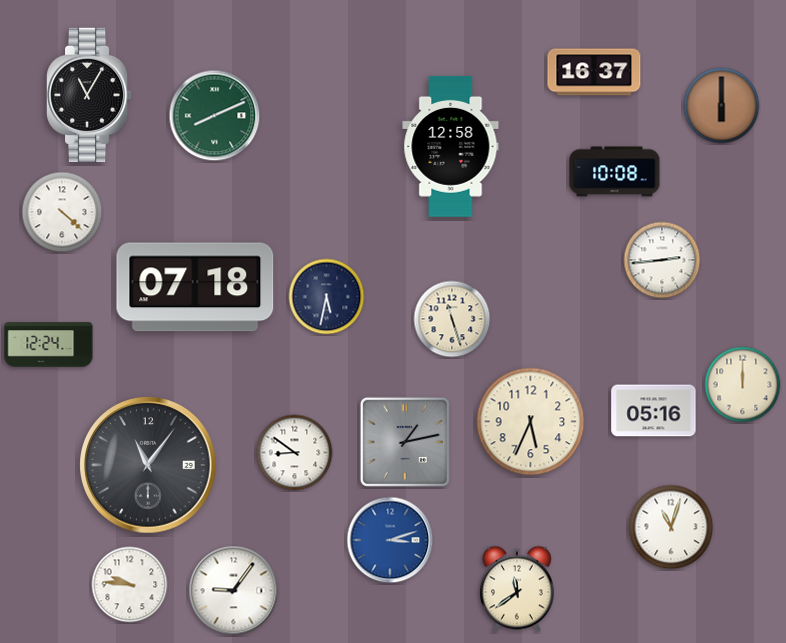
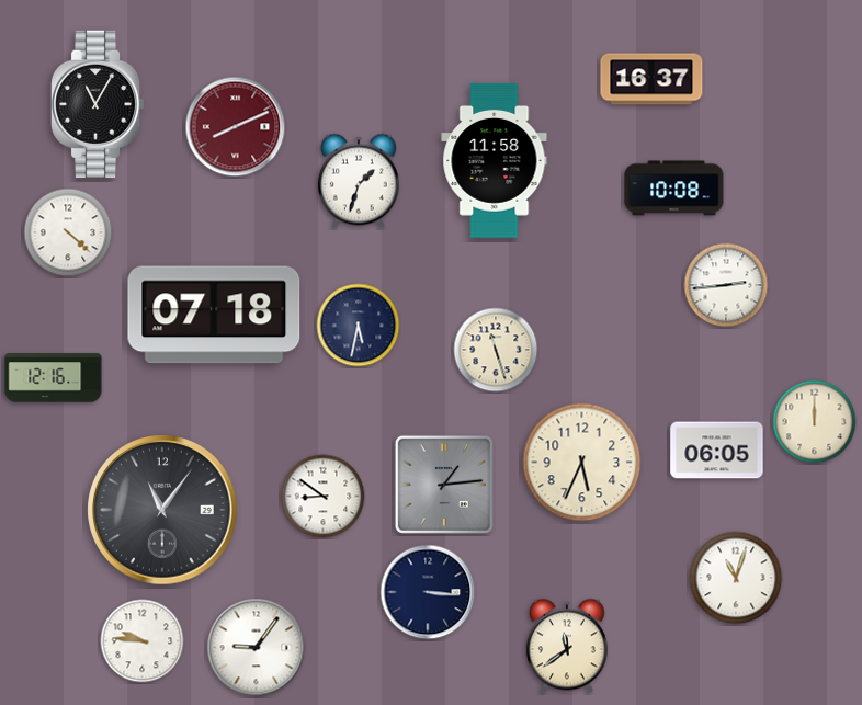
clock at (722, 106): 6:00 -> none
clock at (215, 116) dial: green -> burgundy
clock at (451, 147): 12:58 -> 11:58
clock at (359, 181): none -> 1:33
clock at (49, 345): 12:24 -> 12:16
clock at (654, 411): 05:16 -> 06:05
clock at (405, 442): 1:13 -> 1:14
clock at (390, 540): 3:12 -> 3:16
clock at (390, 540) dial: blue -> navy
